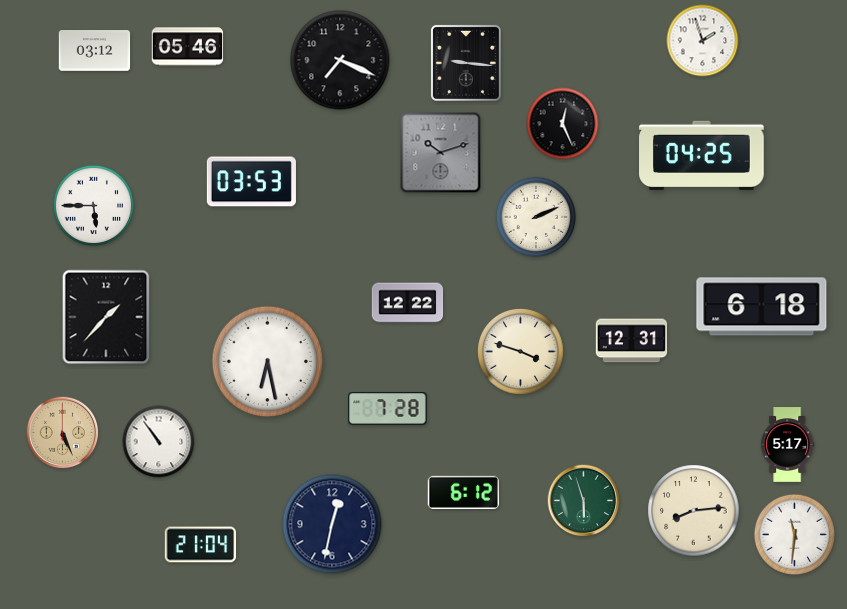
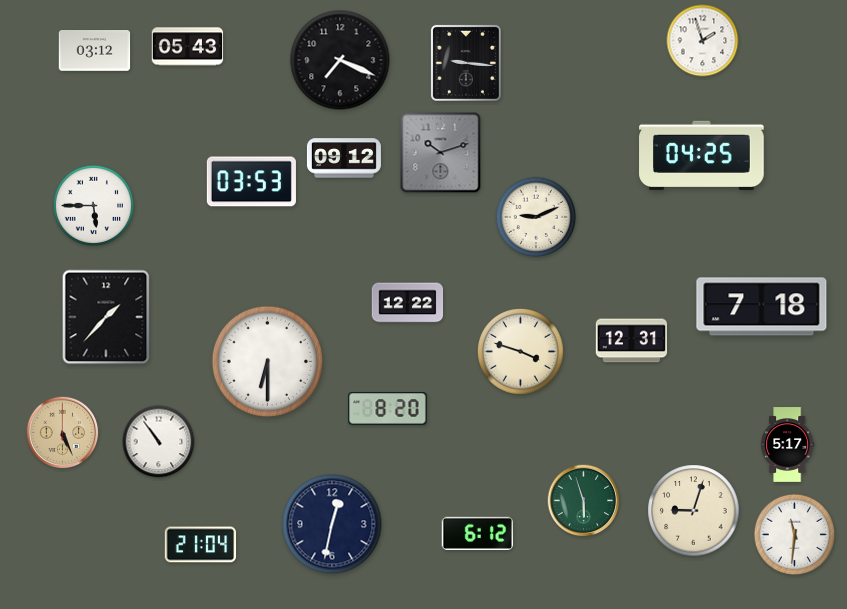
clock at (188, 47): 05:46 -> 05:43
clock at (563, 124): 12:26 -> none
clock at (344, 158): none -> 09:12
clock at (536, 217): 2:11 -> 9:11
clock at (762, 307): 6:18 -> 7:18
clock at (268, 362): 6:28 -> 6:30
clock at (388, 409): 7:28 -> 8:20
clock at (464, 492) position: (464, 492) -> (478, 533)
clock at (694, 511): 8:14 -> 9:03
